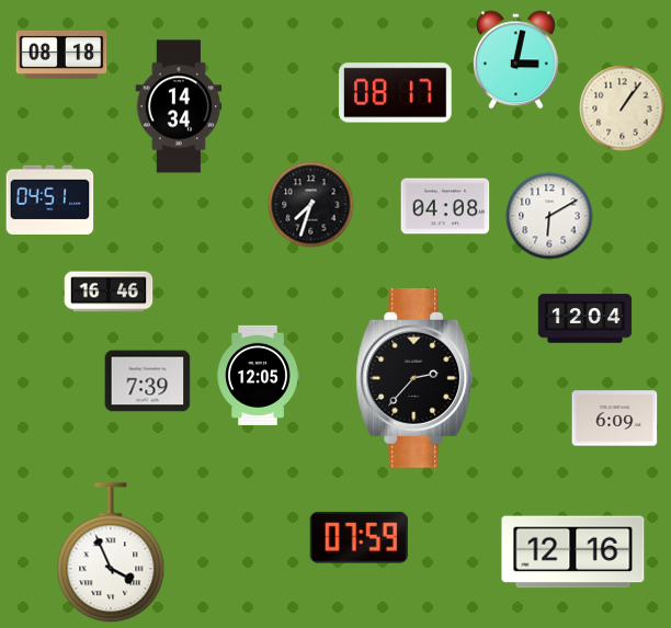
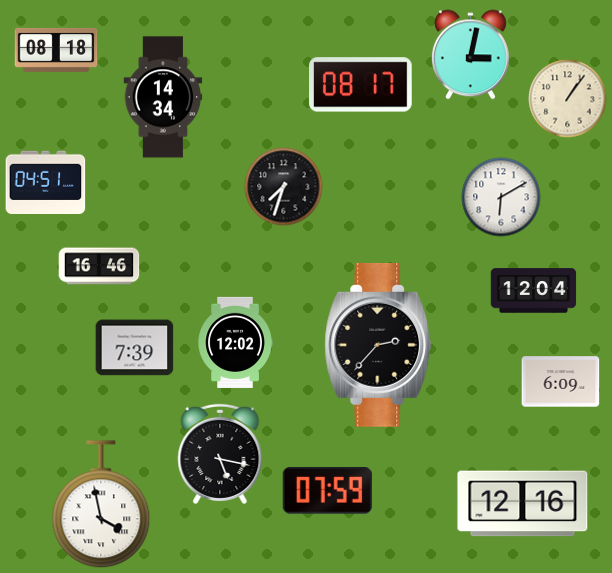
clock at (445, 206): 04:08 -> none
clock at (258, 375): 12:05 -> 12:02
clock at (220, 454): none -> 5:17
clock at (111, 552): 3:56 -> 3:58
